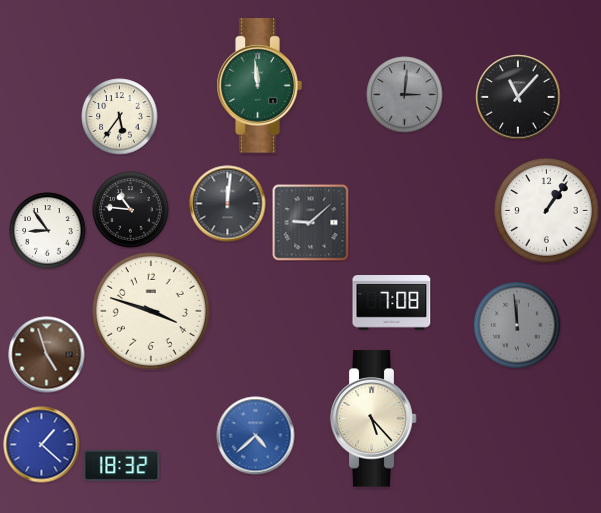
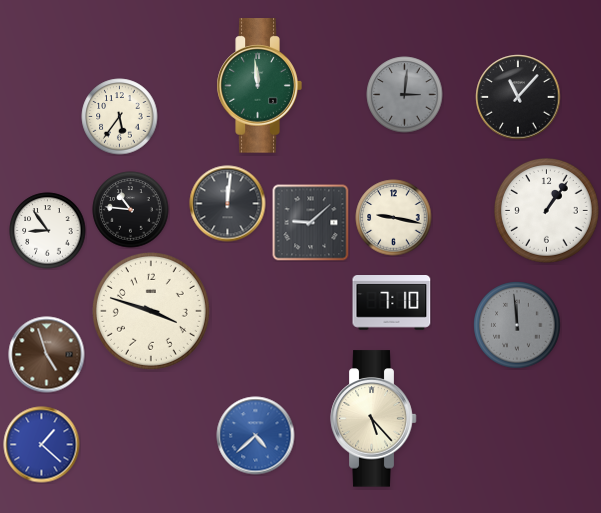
clock at (394, 218): none -> 9:17
clock at (392, 303): 7:08 -> 7:10
clock at (122, 466): 18:32 -> none
